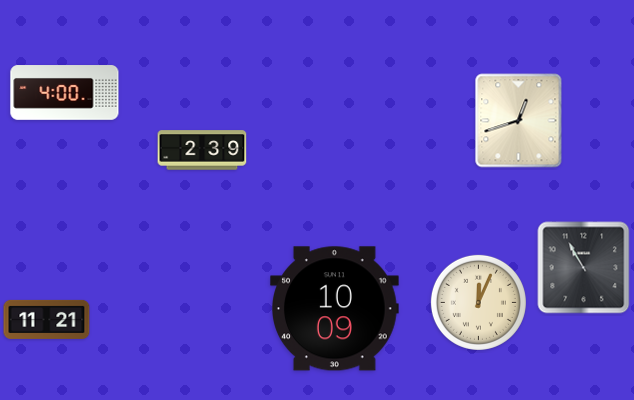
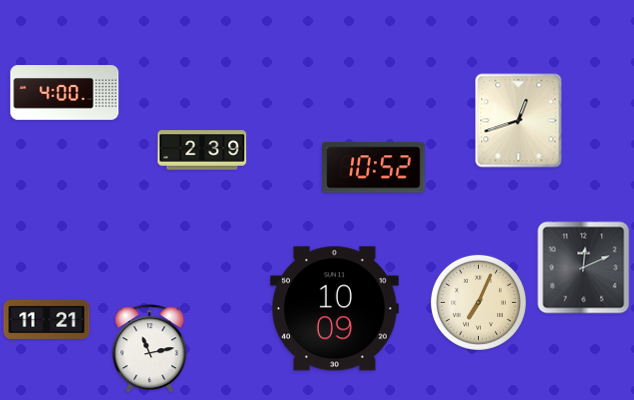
clock at (374, 168): none -> 10:52
clock at (584, 268): 10:55 -> 12:11
clock at (478, 302): 12:04 -> 7:04
clock at (150, 349): none -> 11:13
